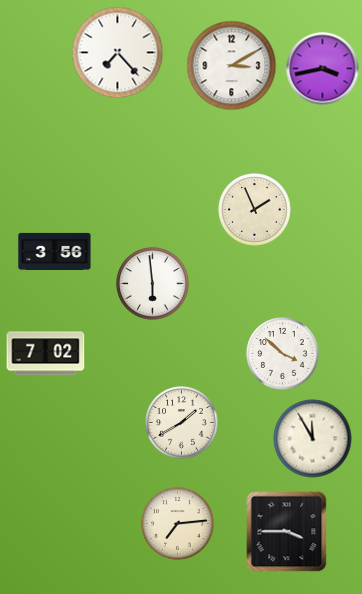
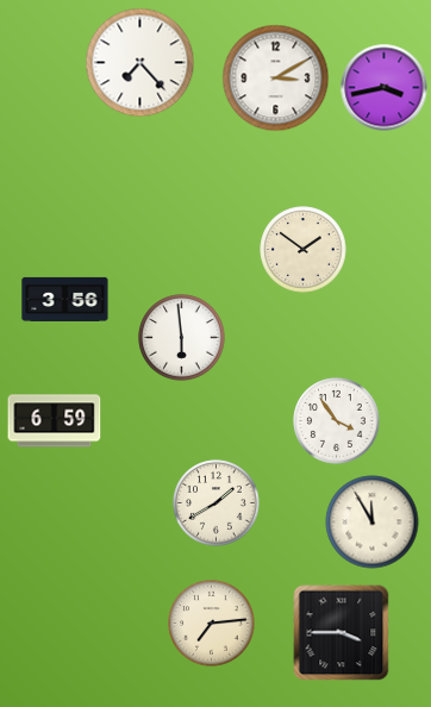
clock at (323, 69) position: (323, 69) -> (385, 88)
clock at (255, 210): 1:56 -> 1:51
clock at (46, 354): 7:02 -> 6:59
clock at (283, 354): 3:52 -> 3:54
